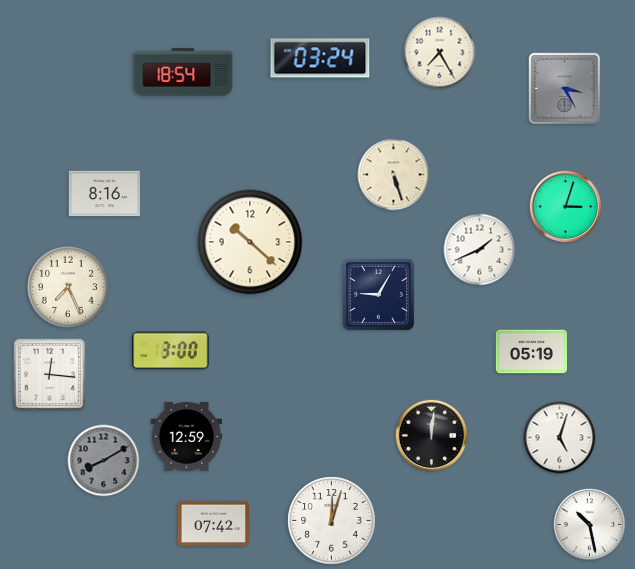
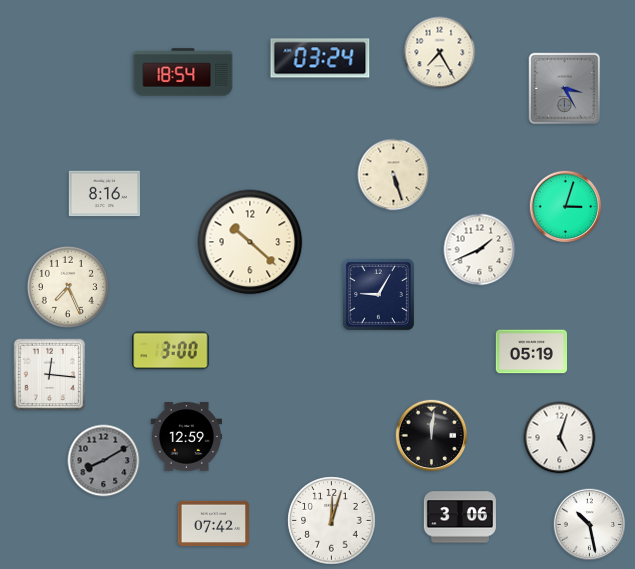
clock at (460, 517): none -> 3:06
